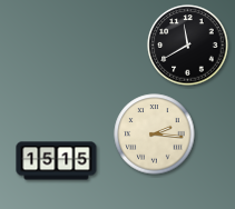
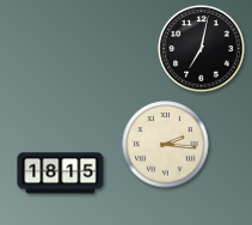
clock at (188, 46): 11:40 -> 7:02
clock at (57, 161): 15:15 -> 18:15
